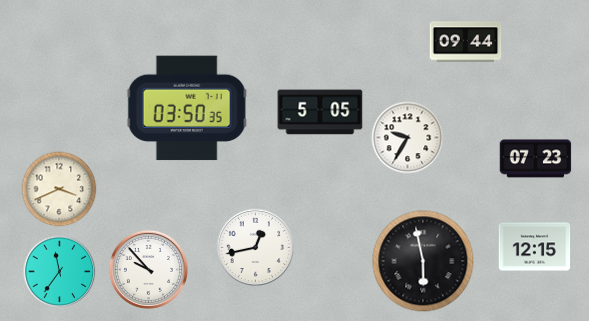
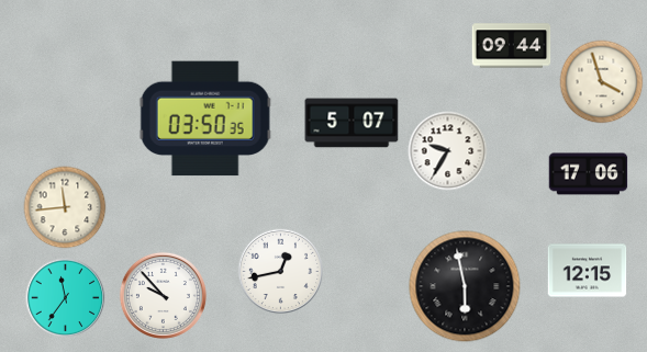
clock at (602, 82): none -> 3:57
clock at (320, 112): 5:05 -> 5:07
clock at (536, 159): 07:23 -> 17:06
clock at (59, 189): 3:41 -> 11:44
